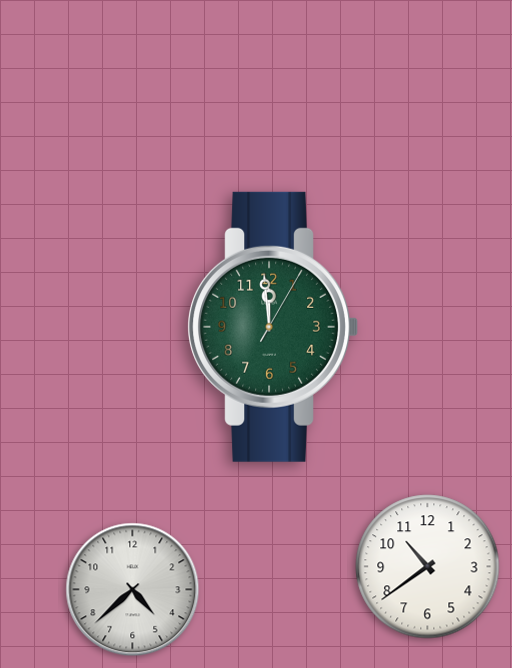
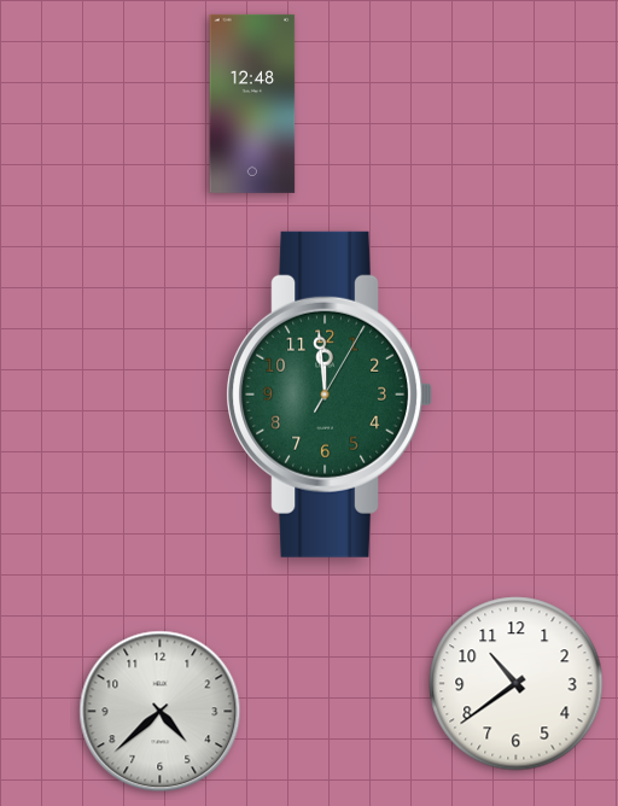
clock at (252, 104): none -> 12:48
